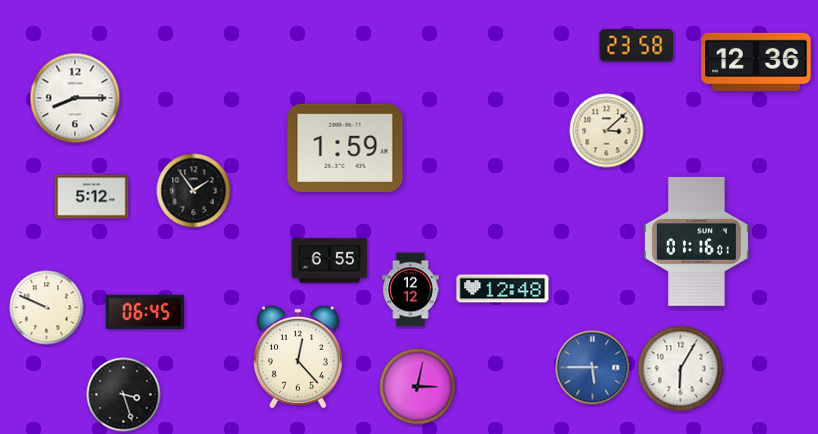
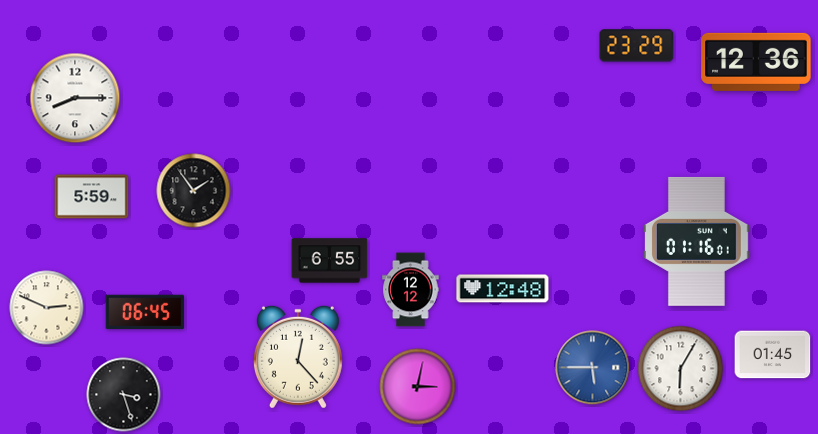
clock at (637, 46): 23:58 -> 23:29
clock at (607, 131): 3:08 -> none
clock at (345, 148): 1:59 -> none
clock at (92, 197): 5:12 -> 5:59
clock at (47, 308): 9:49 -> 2:49
clock at (773, 355): none -> 01:45
